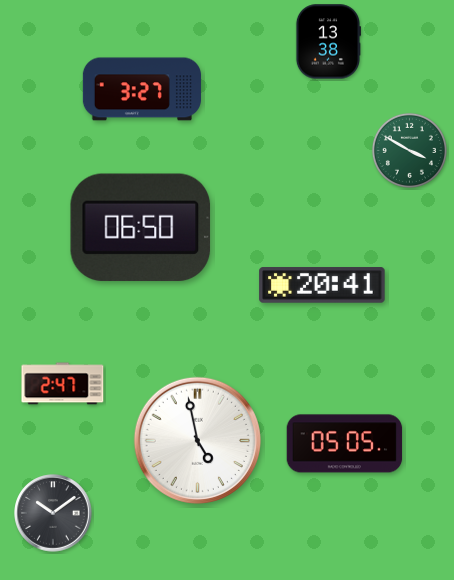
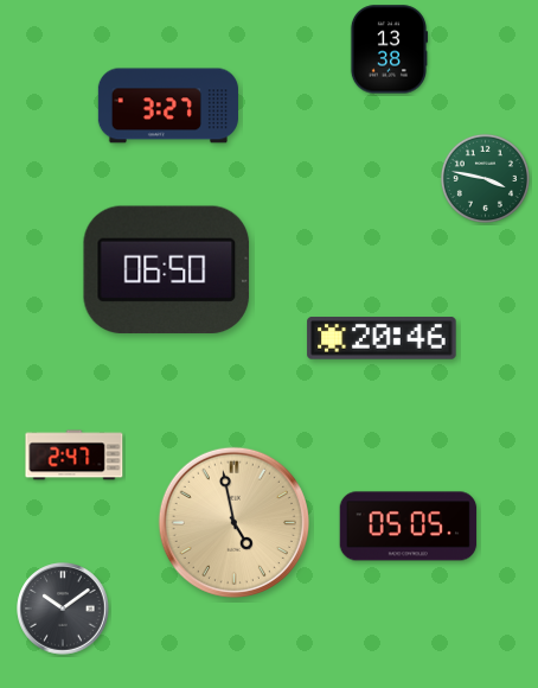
clock at (409, 150): 3:50 -> 3:47
clock at (322, 285): 20:41 -> 20:46
clock at (197, 440) dial: white -> champagne
